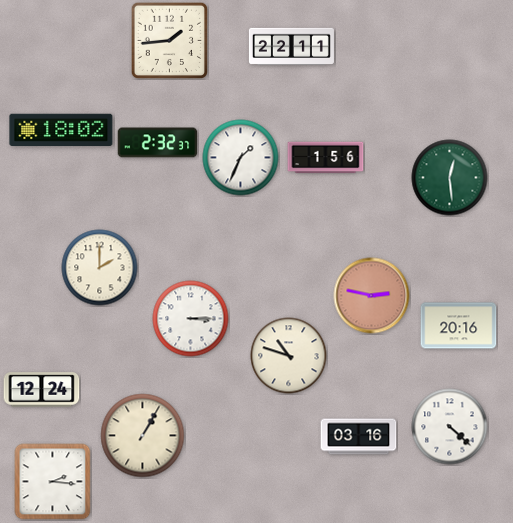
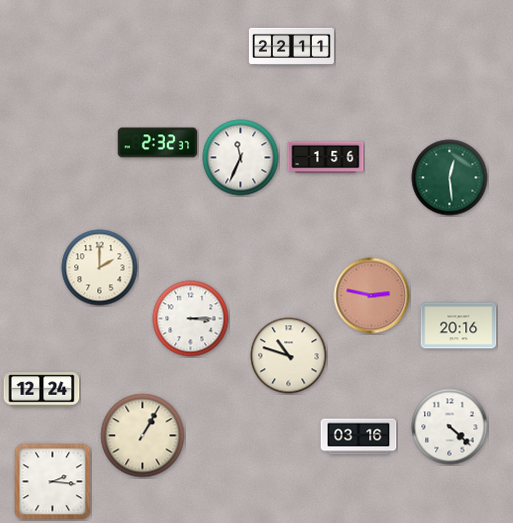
clock at (169, 40): 1:44 -> none
clock at (61, 130): 18:02 -> none
clock at (241, 158): 1:34 -> 11:34
